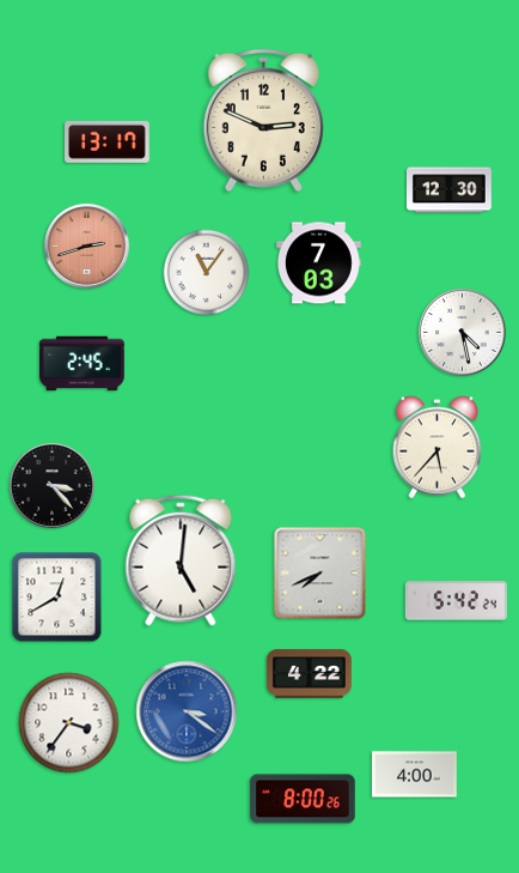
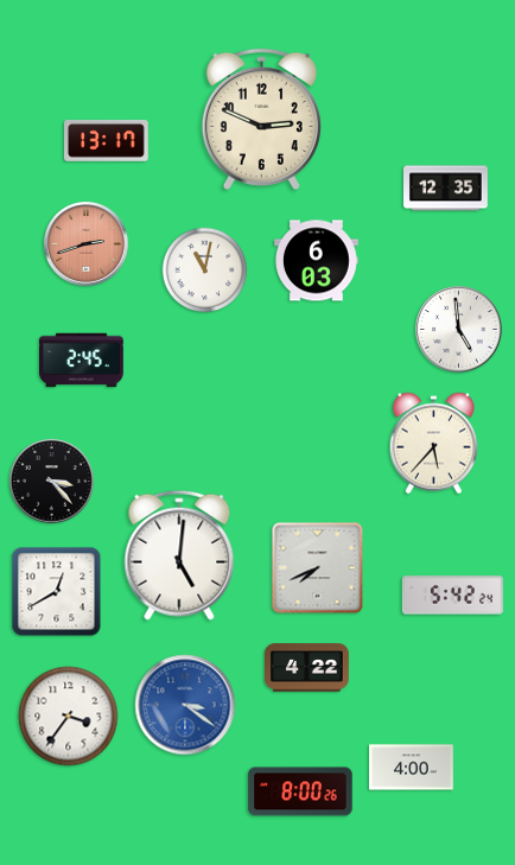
clock at (450, 190): 12:30 -> 12:35
clock at (319, 263): 7:03 -> 6:03
clock at (207, 273): 11:06 -> 11:02
clock at (463, 333): 4:28 -> 4:59
